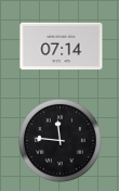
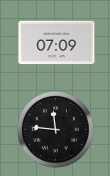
clock at (62, 47): 07:14 -> 07:09
